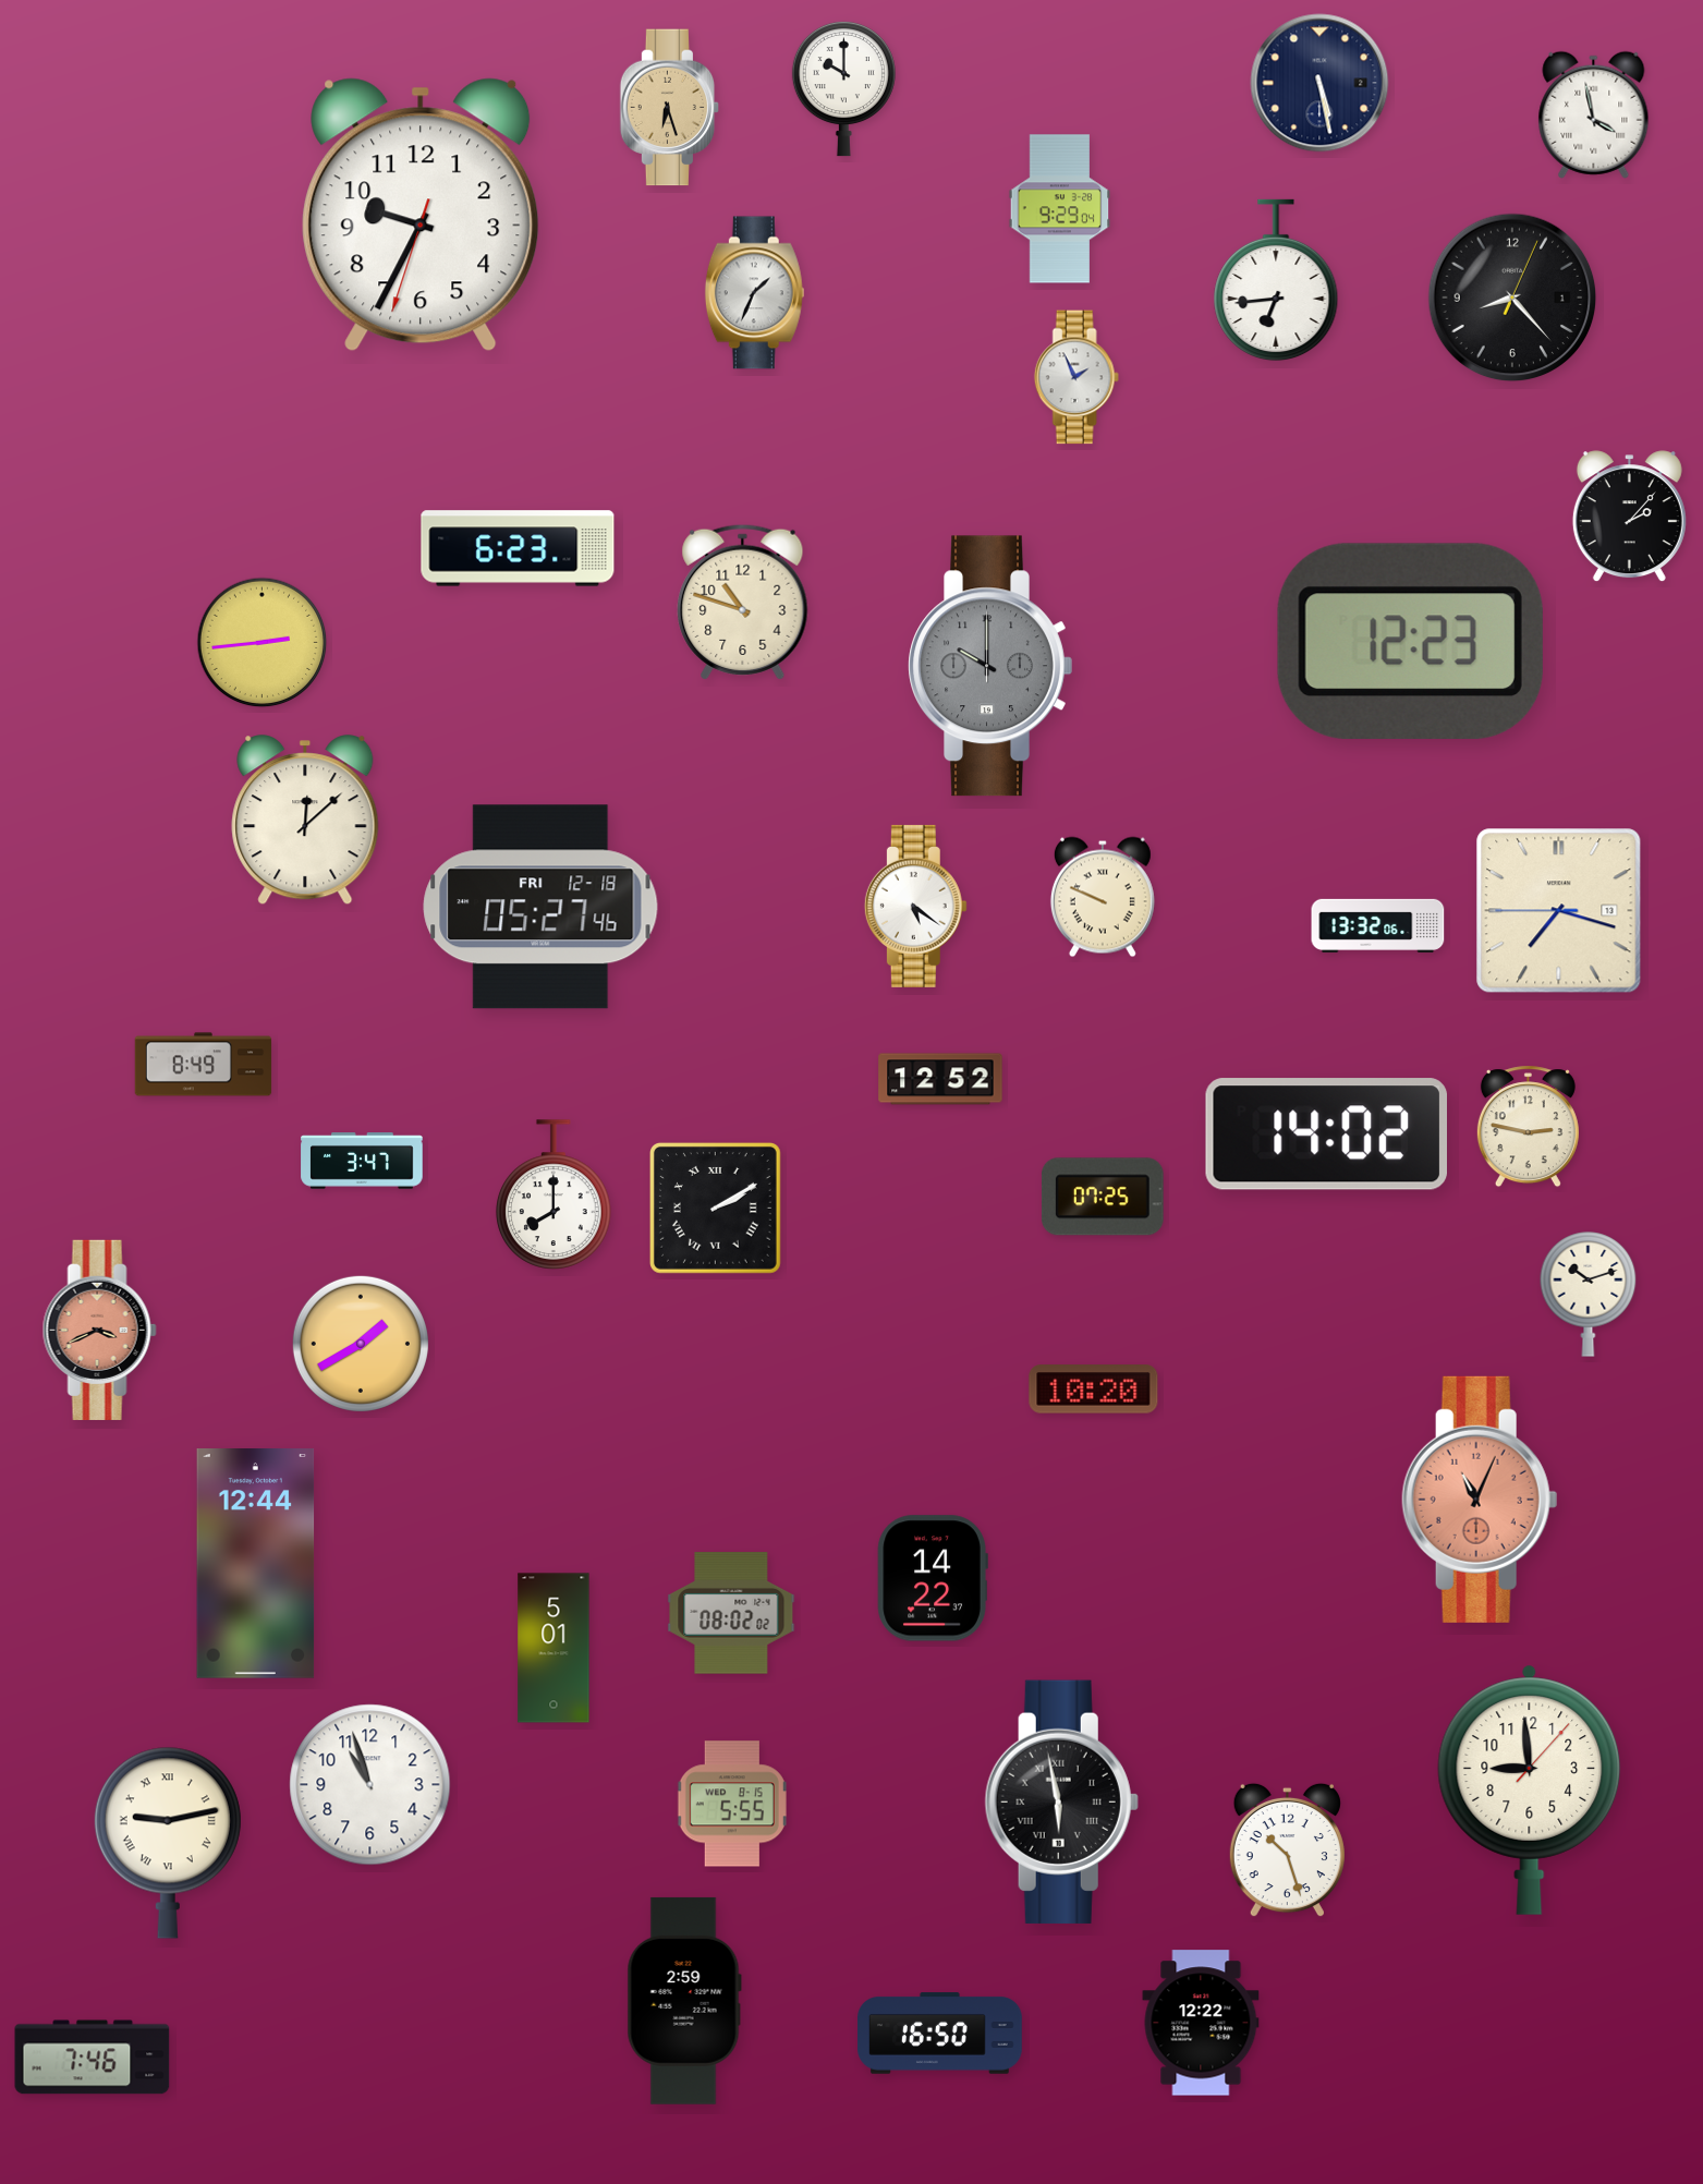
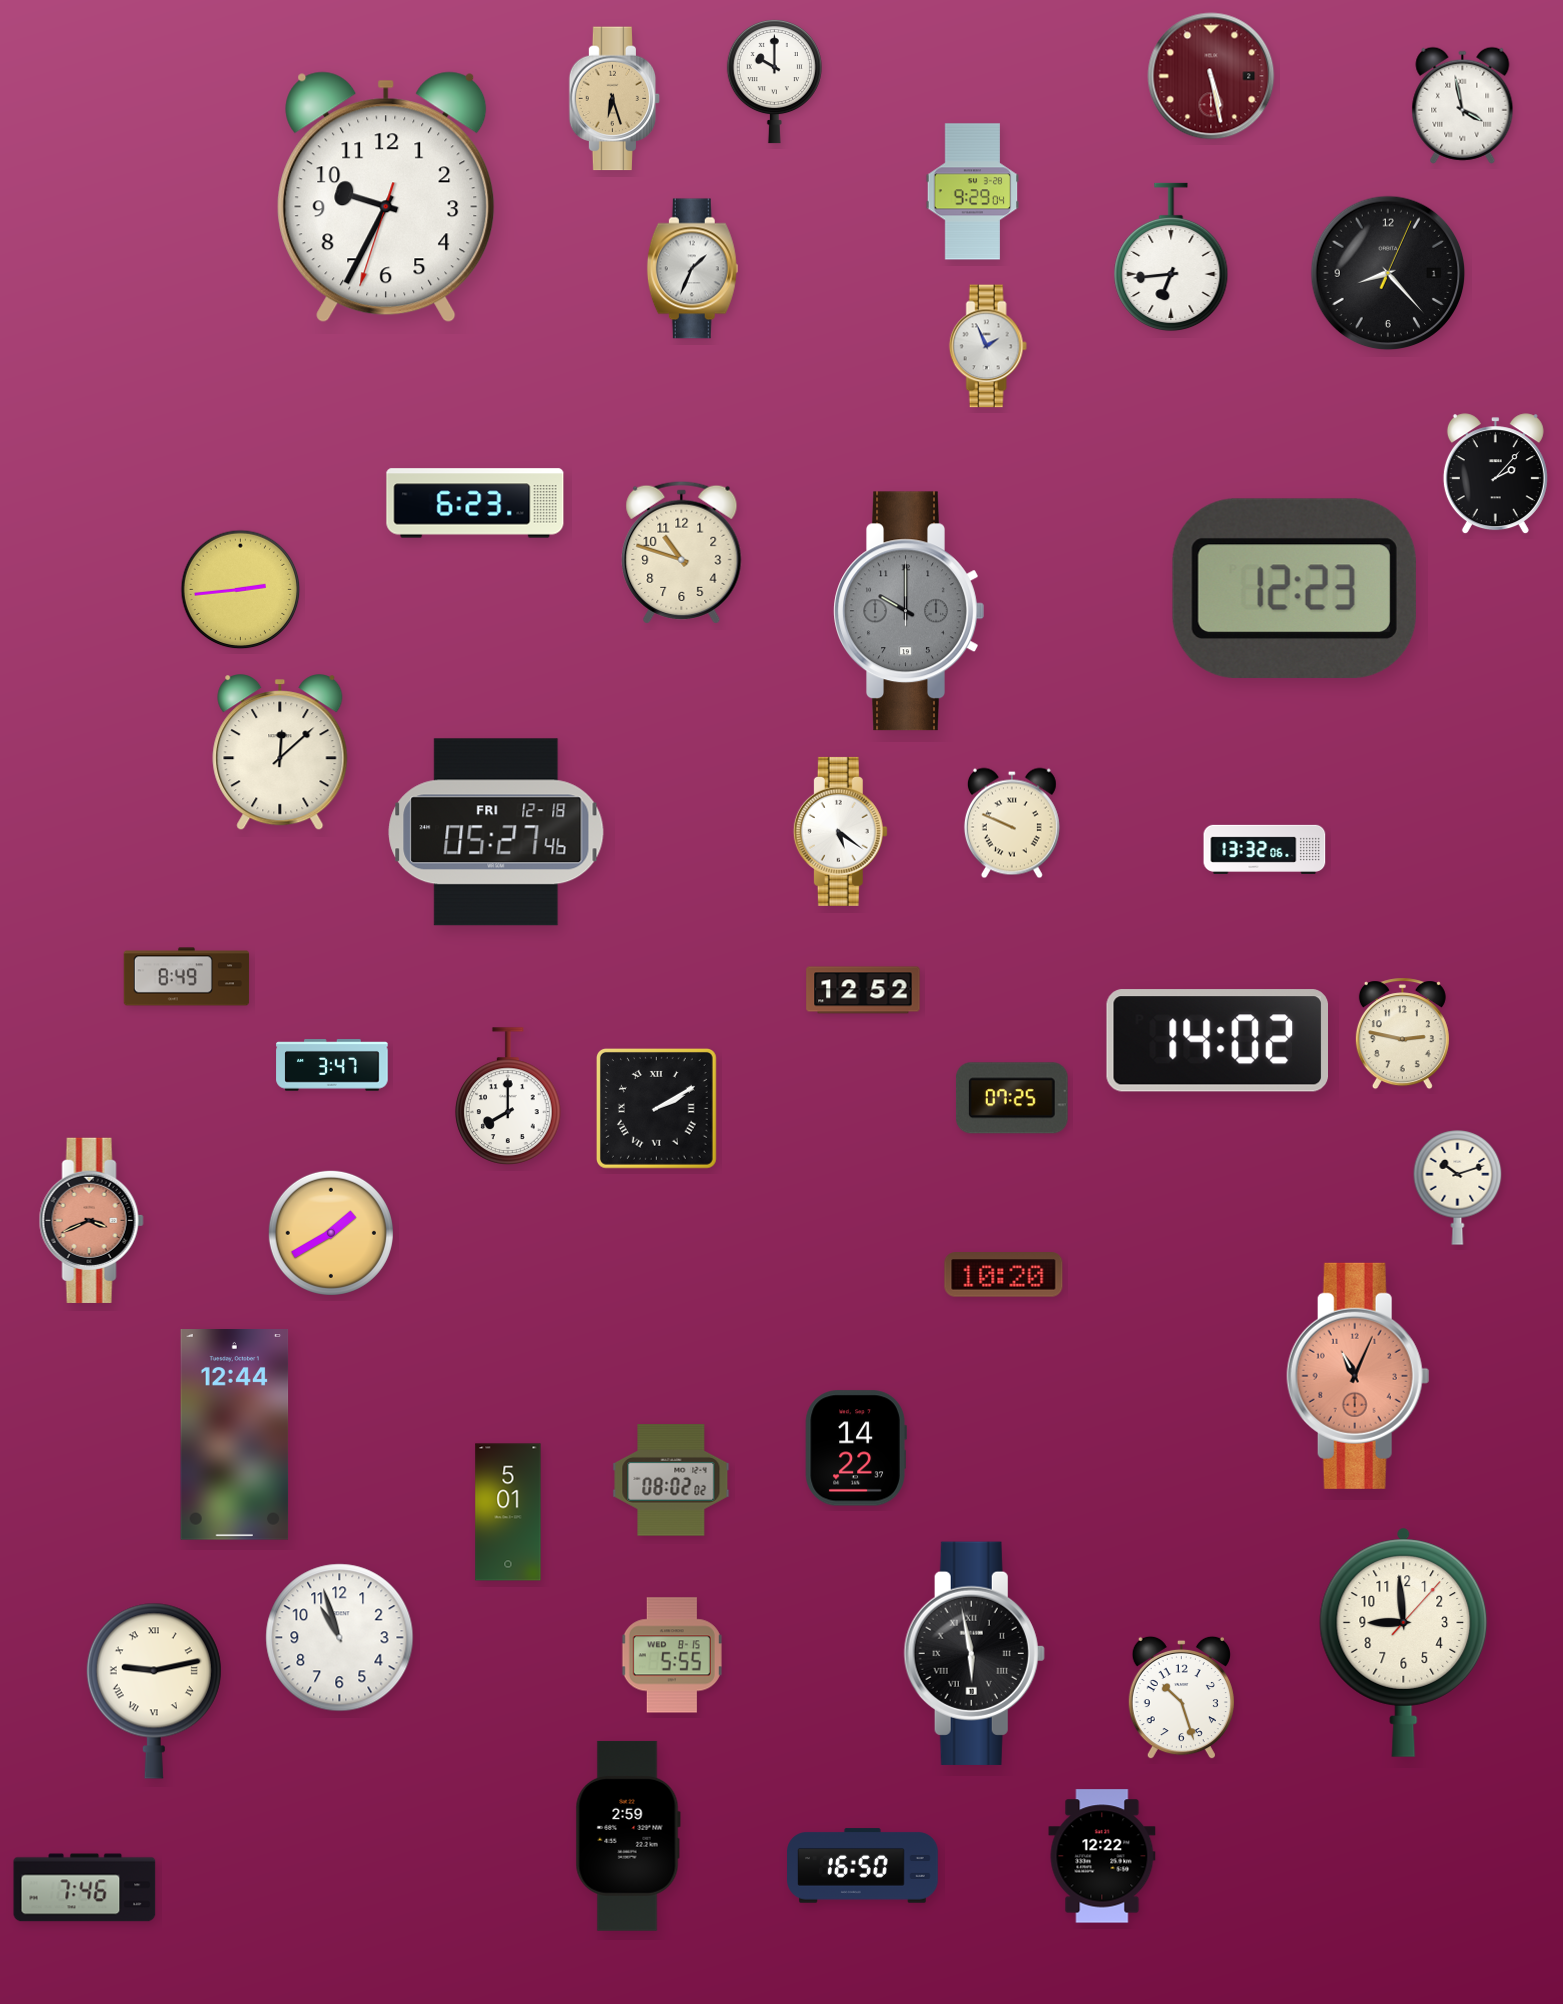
clock at (1319, 83) dial: navy -> burgundy
clock at (1559, 911): 7:17 -> none
